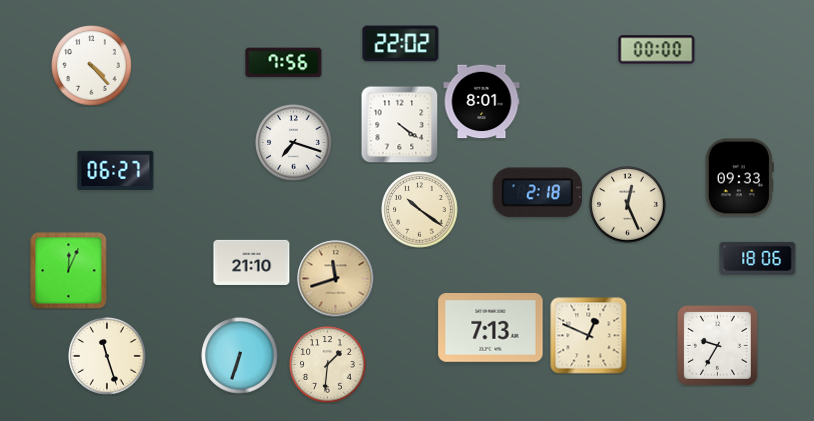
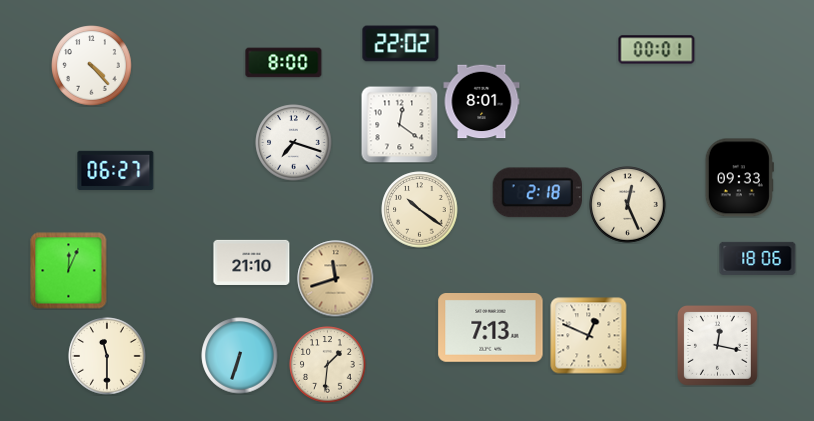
clock at (657, 50): 00:00 -> 00:01
clock at (284, 63): 7:56 -> 8:00
clock at (399, 124): 4:21 -> 12:21
clock at (718, 346): 9:35 -> 12:17
clock at (107, 356): 11:27 -> 11:30
